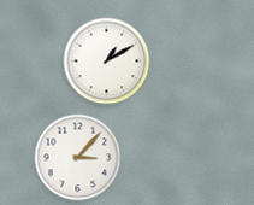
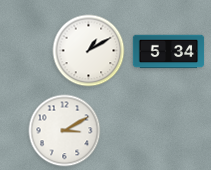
clock at (169, 52): none -> 5:34
clock at (78, 158): 3:07 -> 3:10
